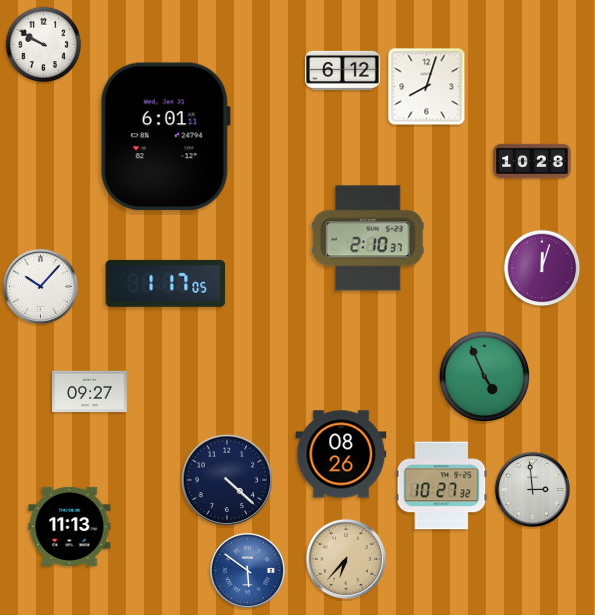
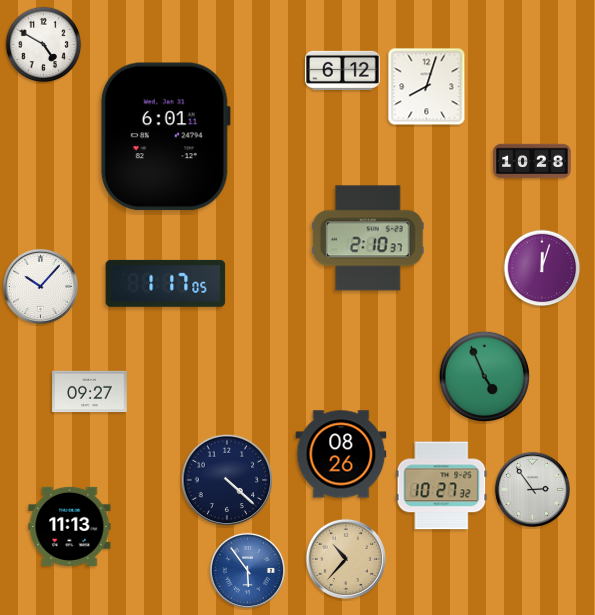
clock at (44, 45): 9:50 -> 4:50
clock at (532, 489): 2:59 -> 2:54
clock at (346, 559): 6:37 -> 10:37
clock at (247, 570): 5:51 -> 5:54
